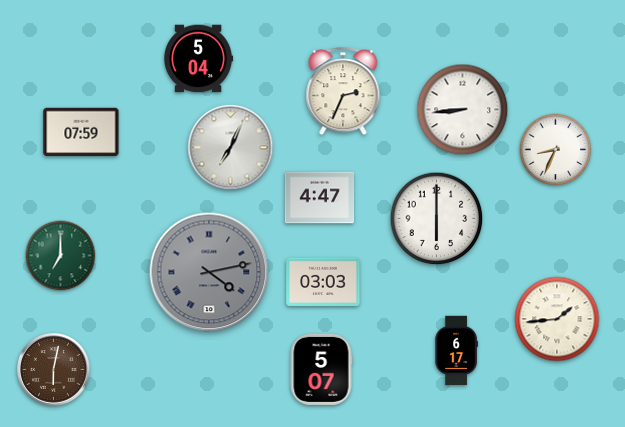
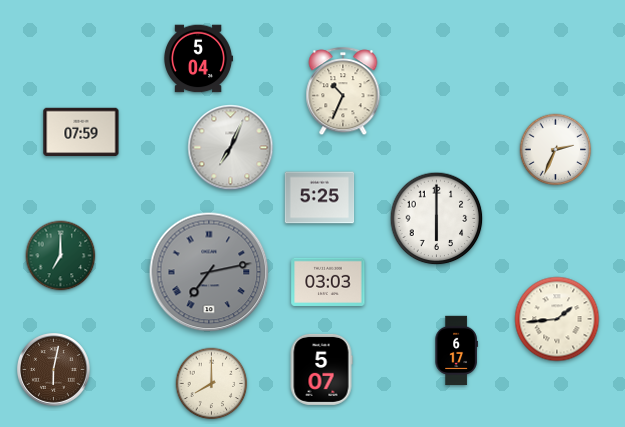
clock at (343, 92): 2:34 -> 10:34
clock at (463, 110): 8:44 -> none
clock at (556, 150): 8:34 -> 2:34
clock at (320, 198): 4:47 -> 5:25
clock at (209, 272): 4:13 -> 7:13
clock at (323, 282) position: (323, 282) -> (328, 282)
clock at (212, 384): none -> 8:00
